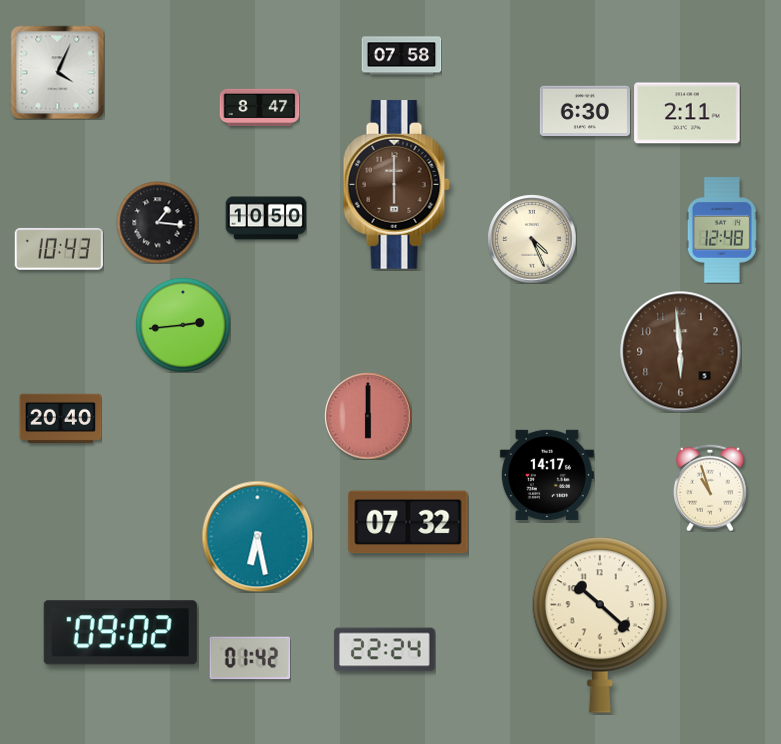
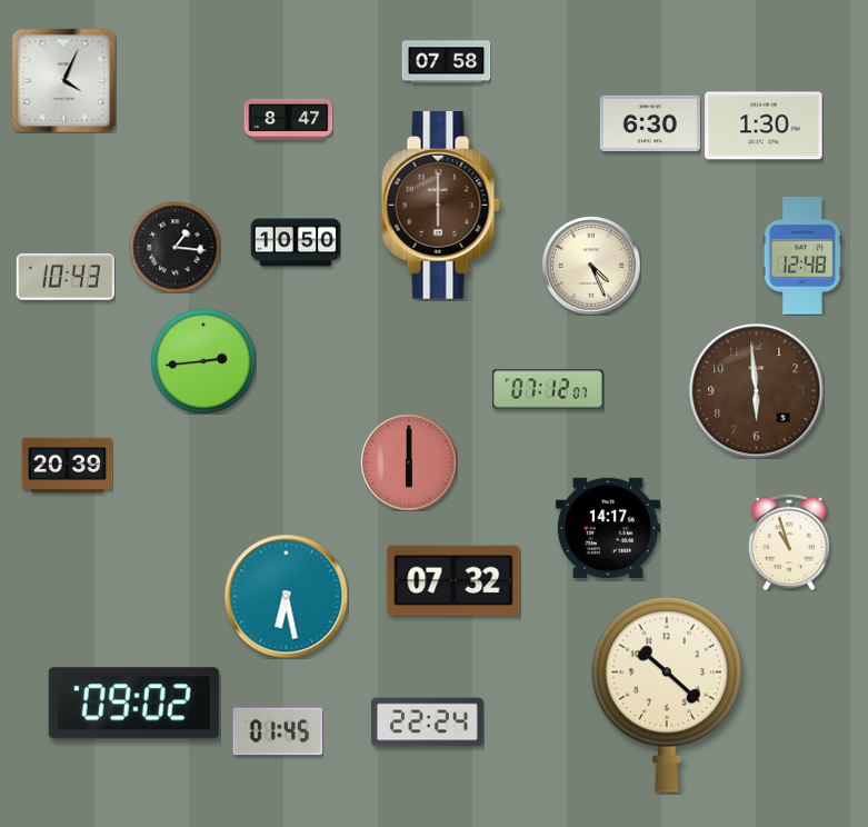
clock at (687, 113): 2:11 -> 1:30
clock at (549, 389): none -> 07:12
clock at (60, 418): 20:40 -> 20:39
clock at (250, 658): 01:42 -> 01:45
